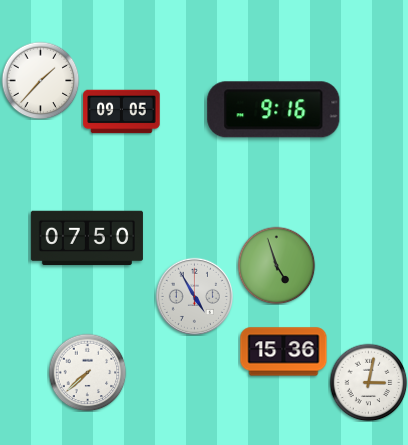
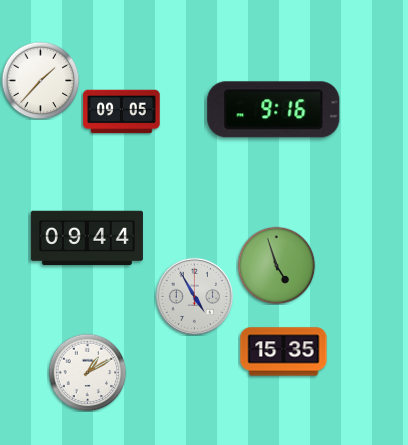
clock at (87, 238): 07:50 -> 09:44
clock at (284, 352): 15:36 -> 15:35
clock at (87, 372): 7:38 -> 1:10
clock at (368, 382): 3:02 -> none
